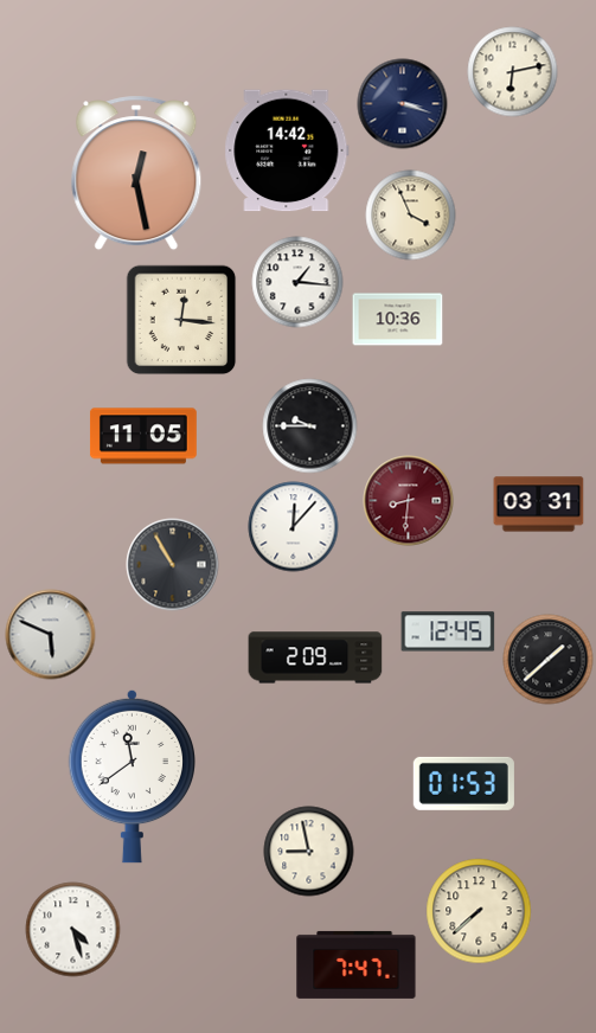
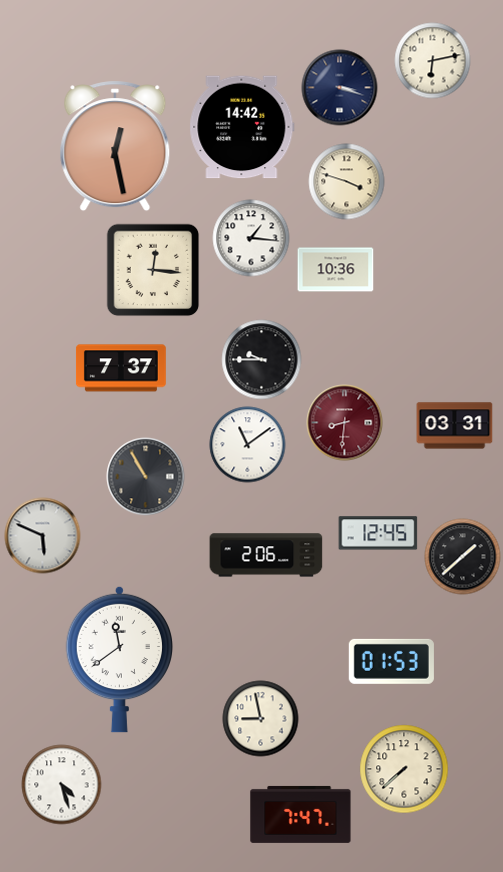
clock at (411, 216): 3:56 -> 3:48
clock at (143, 436): 11:05 -> 7:37
clock at (294, 527): 12:07 -> 11:09
clock at (315, 657): 2:09 -> 2:06
clock at (132, 776) position: (132, 776) -> (119, 659)
